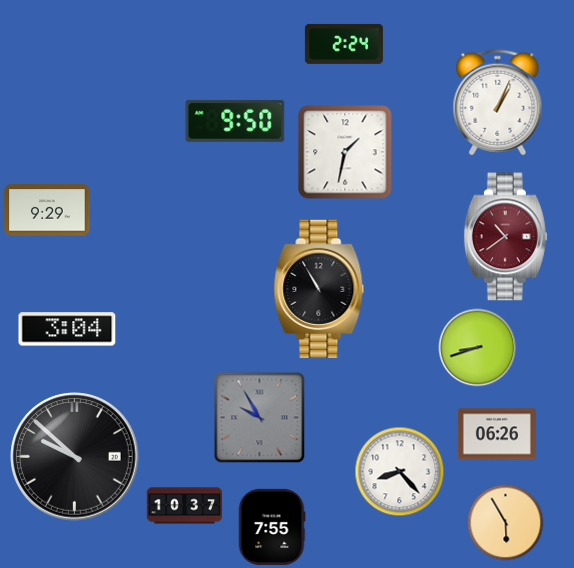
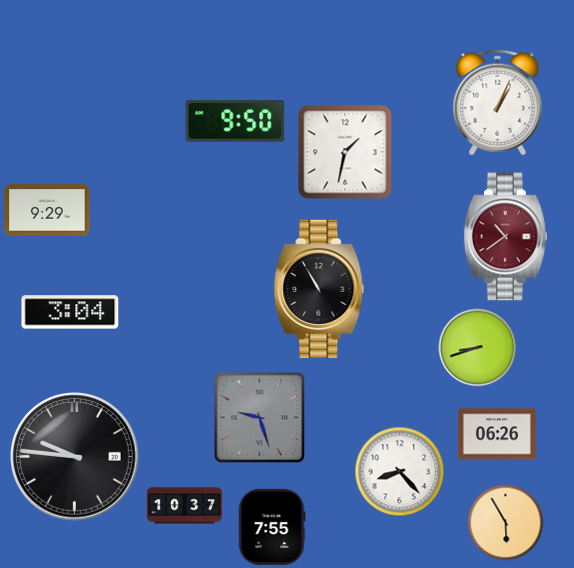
clock at (344, 44): 2:24 -> none
clock at (67, 329) position: (67, 329) -> (70, 312)
clock at (260, 418): 9:55 -> 9:27
clock at (75, 457): 9:52 -> 9:46
